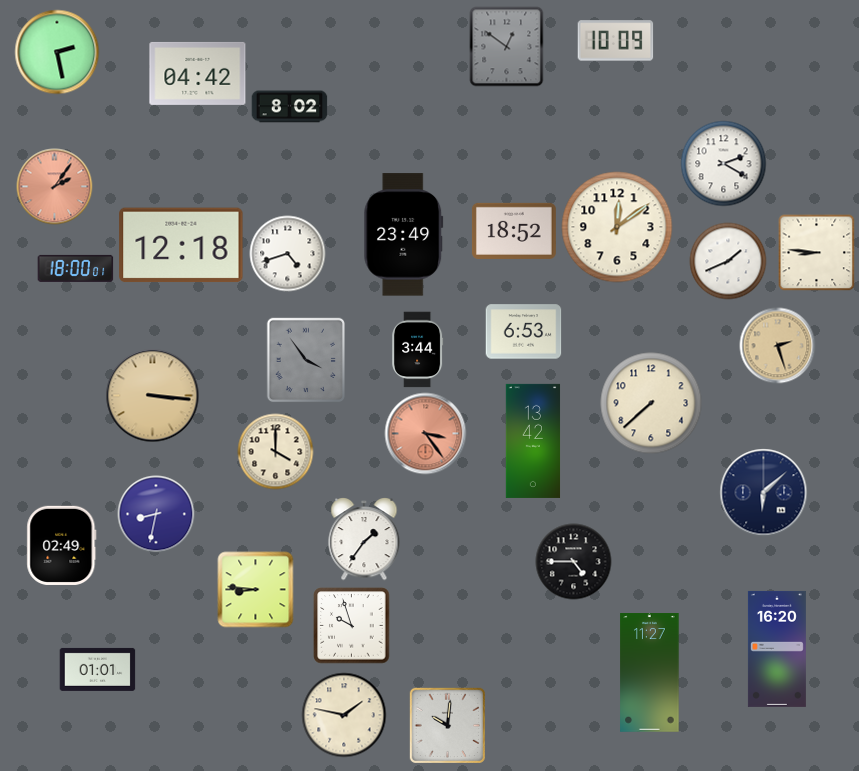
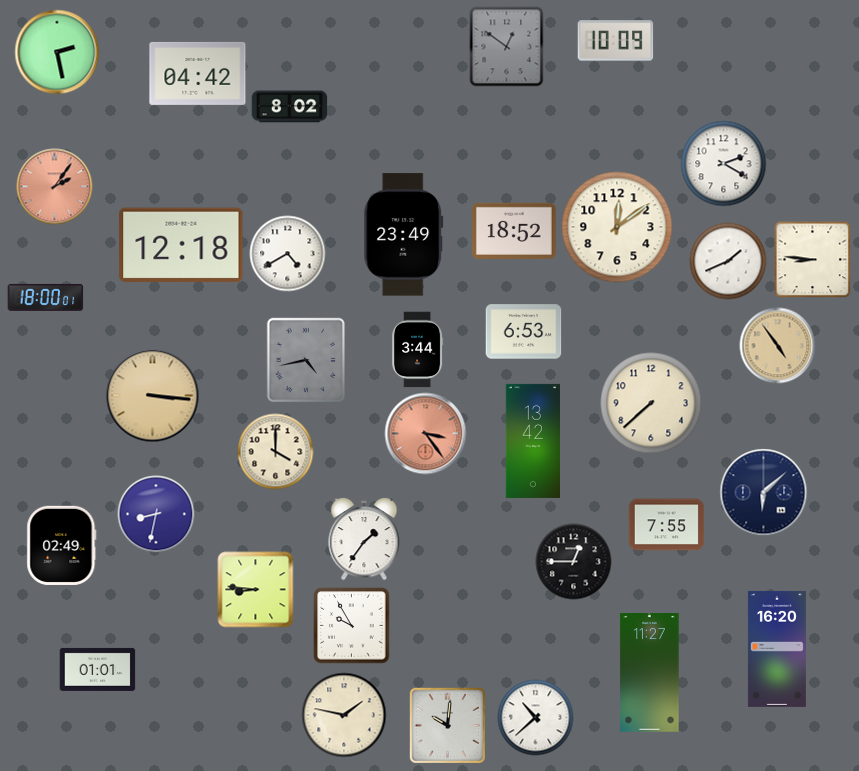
clock at (817, 253) position: (817, 253) -> (813, 260)
clock at (288, 254): 4:42 -> 4:40
clock at (76, 268) position: (76, 268) -> (46, 297)
clock at (778, 346): 2:27 -> 4:54
clock at (305, 360): 3:54 -> 4:43
clock at (667, 525): none -> 7:55
clock at (574, 562): 4:45 -> 12:45
clock at (352, 626): 9:57 -> 9:55
clock at (536, 718): none -> 10:38
